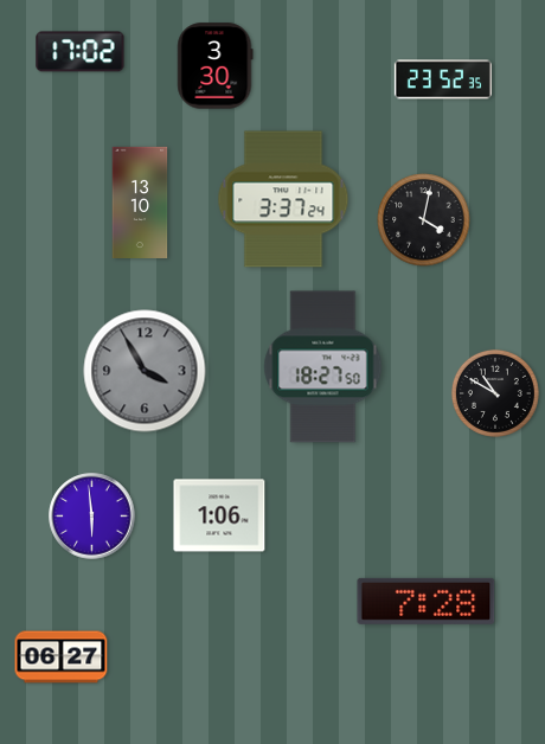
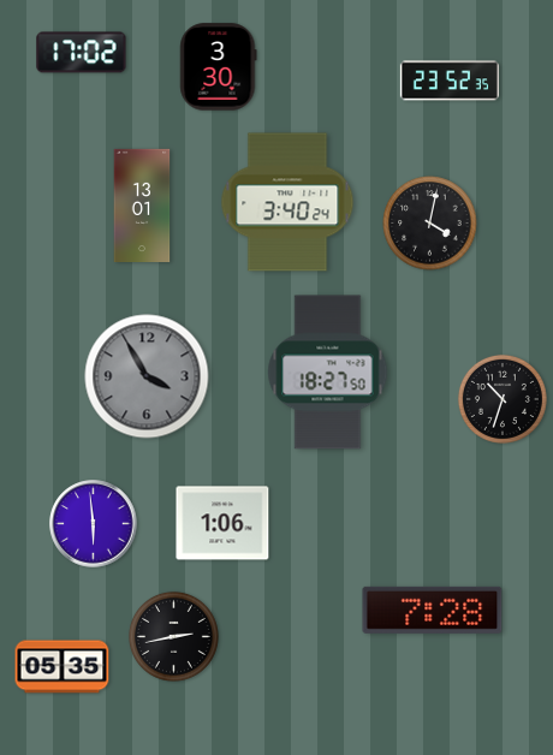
clock at (283, 199): 3:37 -> 3:40
clock at (140, 201): 13:10 -> 13:01
clock at (495, 393): 10:50 -> 10:33
clock at (173, 636): none -> 2:43
clock at (62, 658): 06:27 -> 05:35
